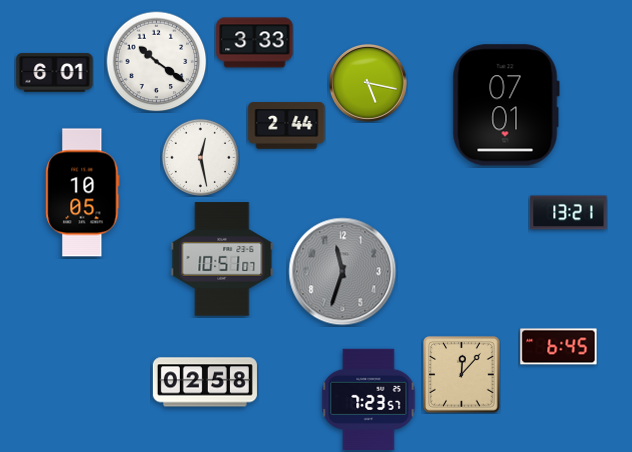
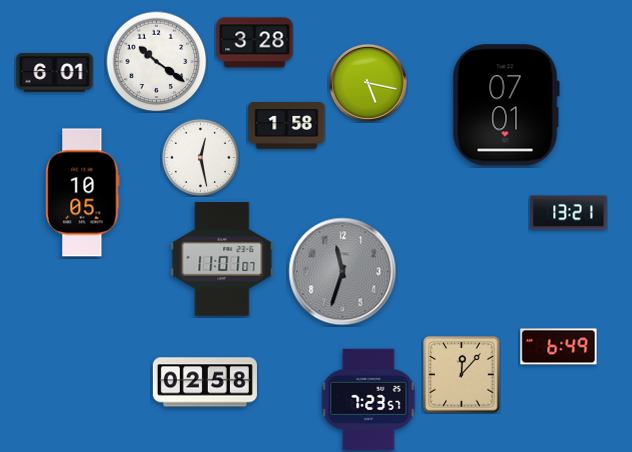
clock at (255, 43): 3:33 -> 3:28
clock at (287, 126): 2:44 -> 1:58
clock at (222, 259): 10:51 -> 11:01
clock at (559, 347): 6:45 -> 6:49
